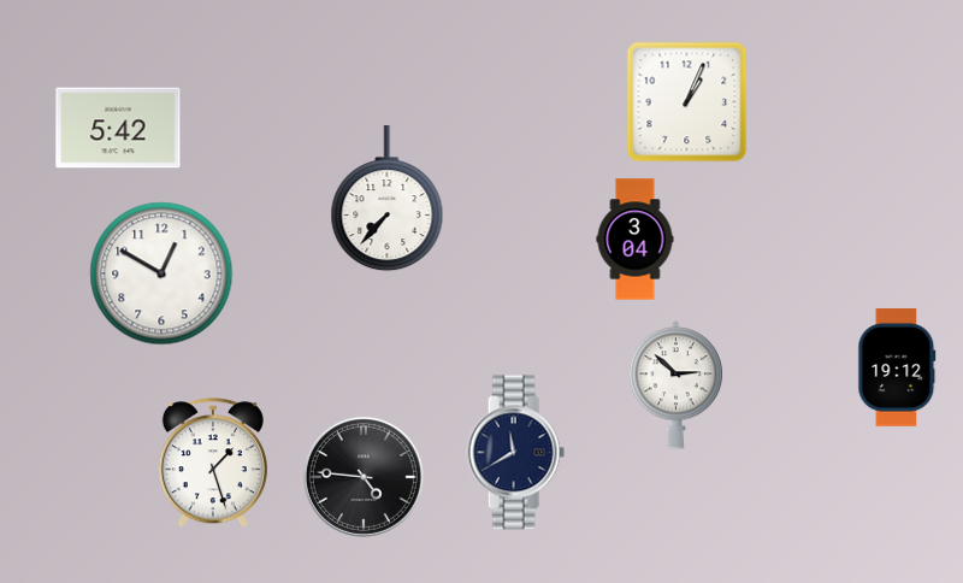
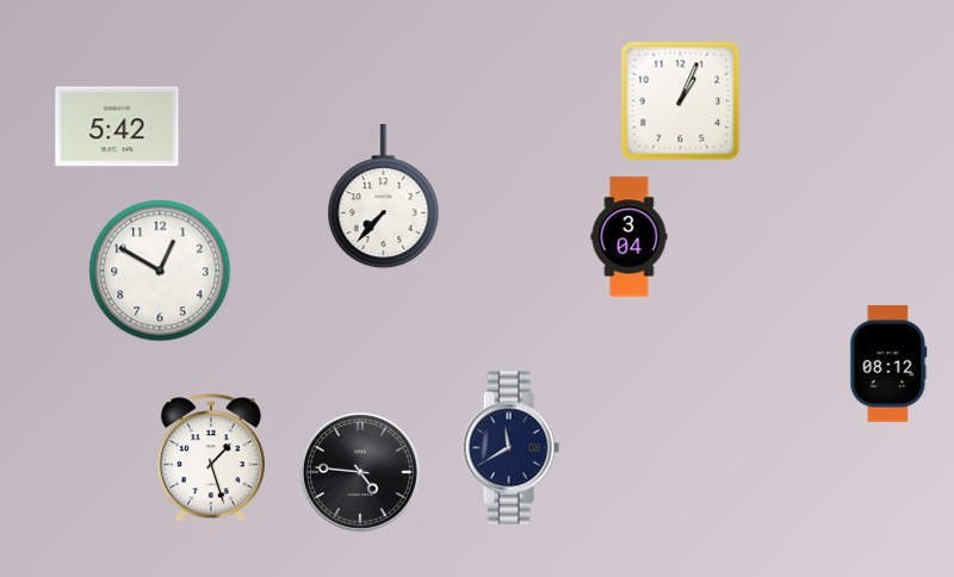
clock at (897, 367): 19:12 -> 08:12
clock at (675, 385): 2:52 -> none
